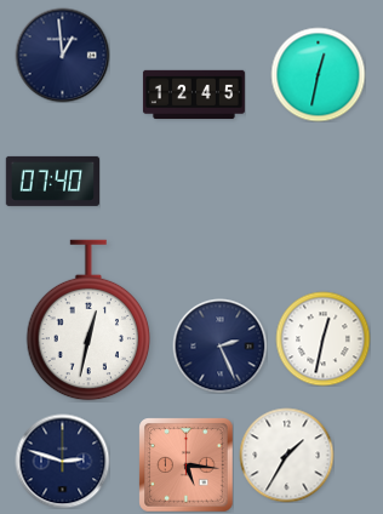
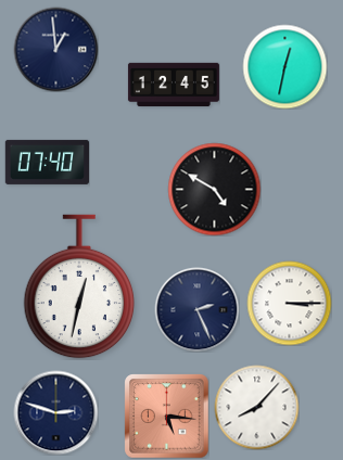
clock at (214, 189): none -> 4:50
clock at (322, 338): 12:32 -> 3:15
clock at (286, 455): 1:35 -> 8:07
